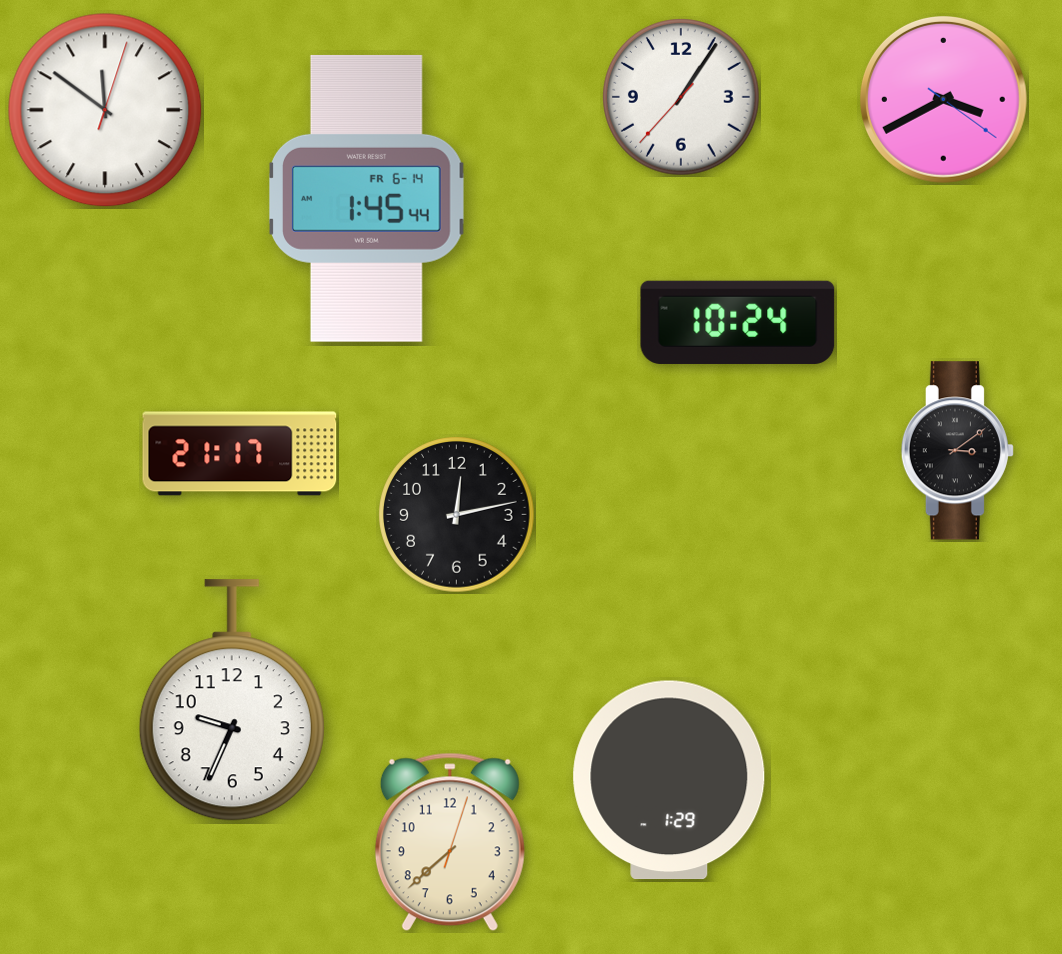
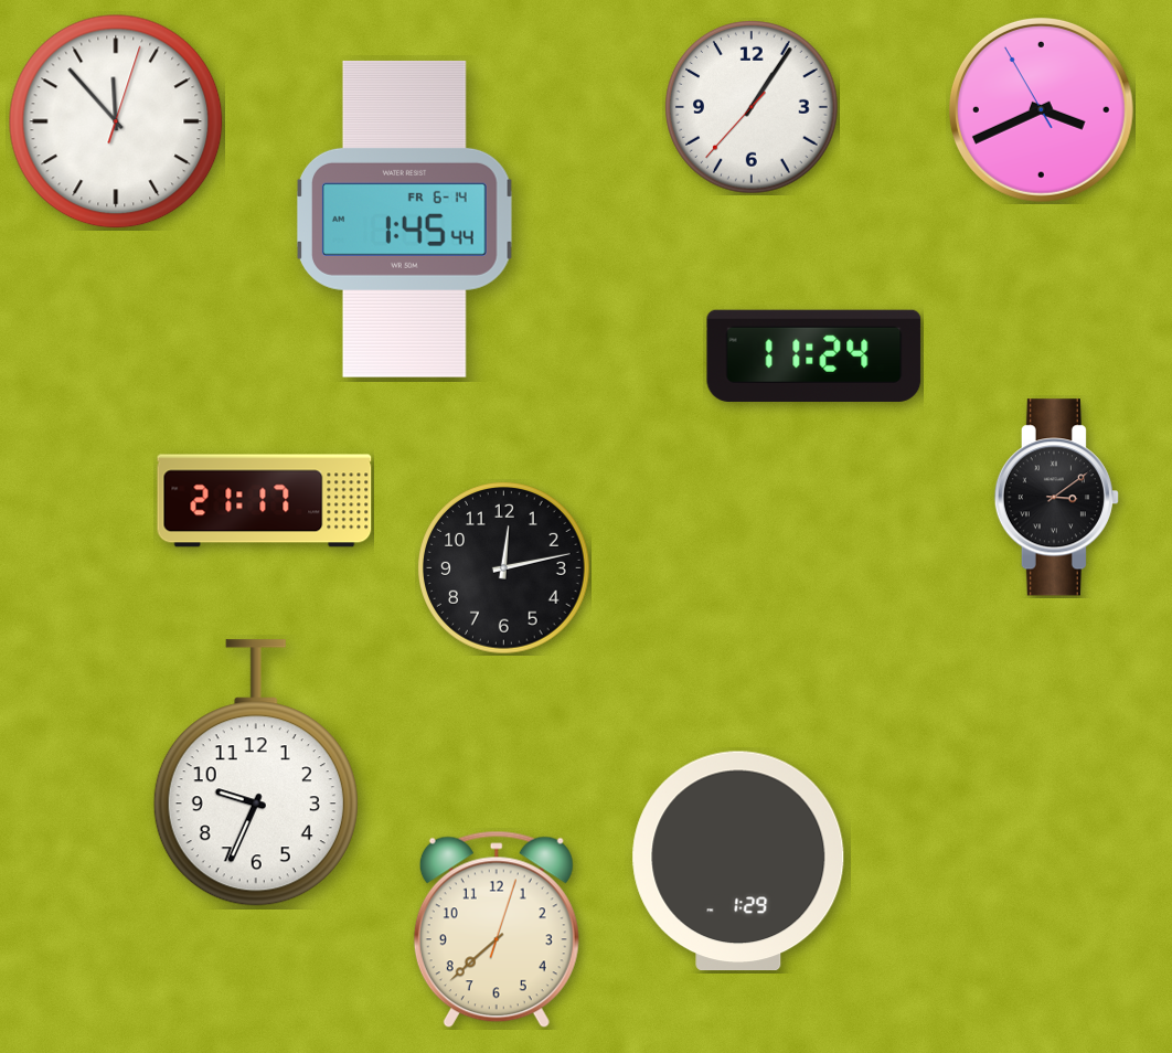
clock at (943, 99): 3:40:21 -> 3:40:55
clock at (105, 110): 11:51 -> 11:53
clock at (738, 322): 10:24 -> 11:24
